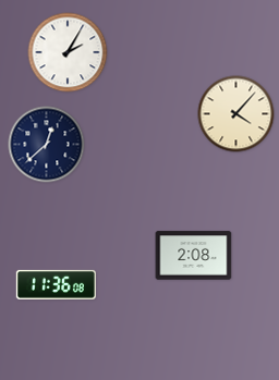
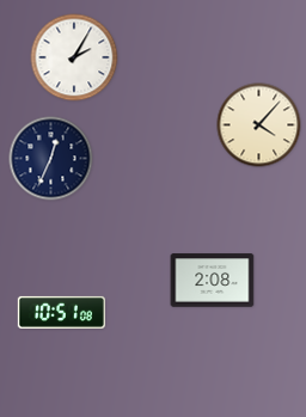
clock at (47, 145): 12:38 -> 12:34
clock at (56, 284): 11:36 -> 10:51
